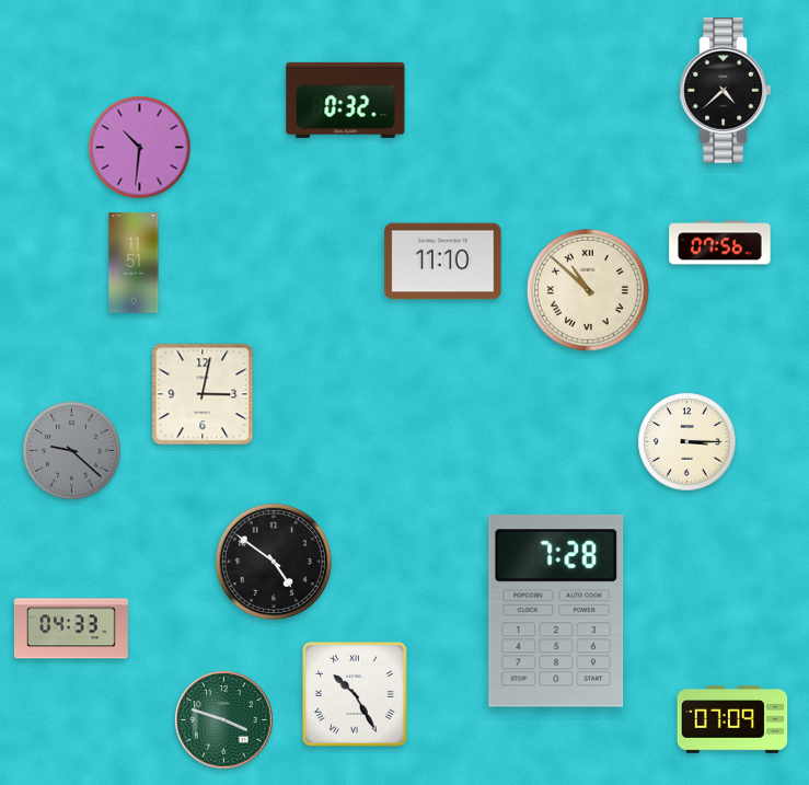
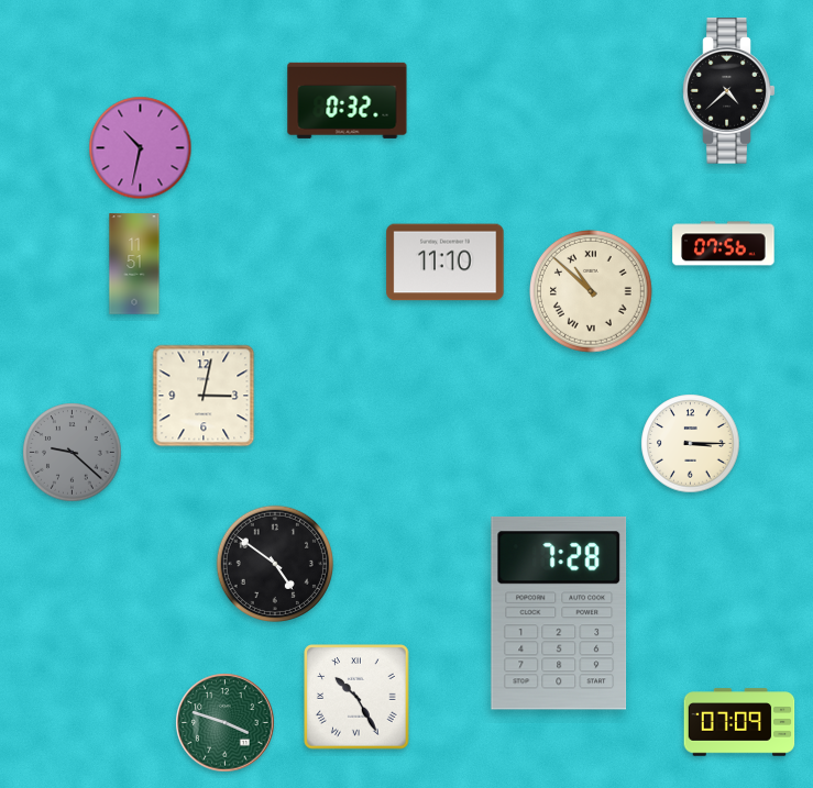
clock at (140, 148): 10:31 -> 10:32
clock at (71, 628): 04:33 -> none
clock at (732, 719) position: (732, 719) -> (739, 722)
